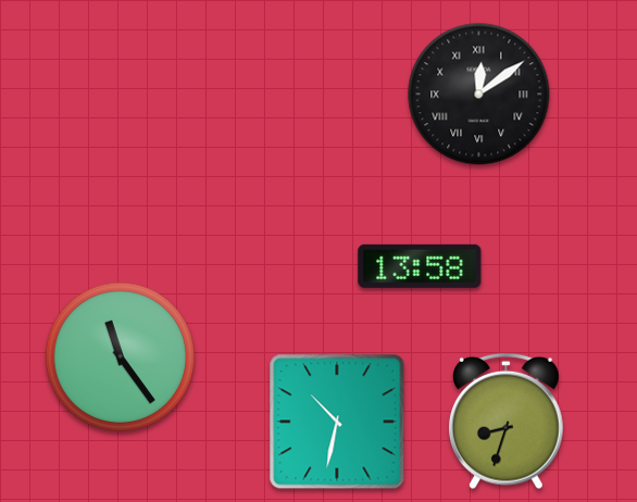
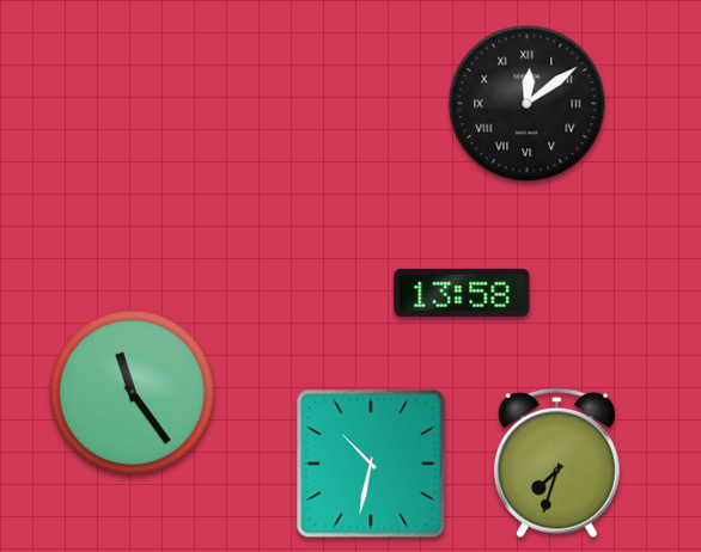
clock at (505, 422): 8:33 -> 7:33
